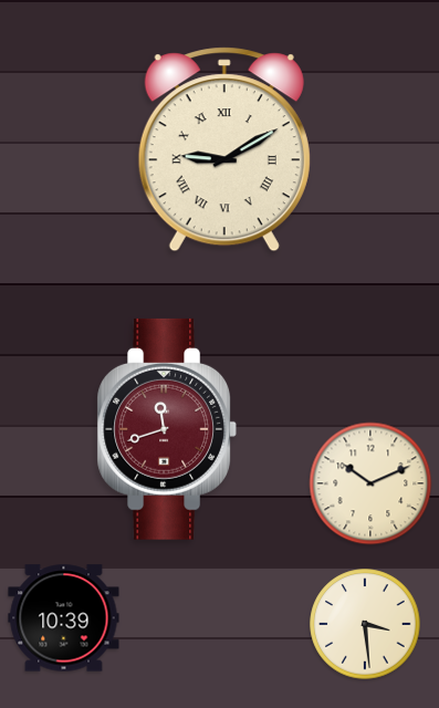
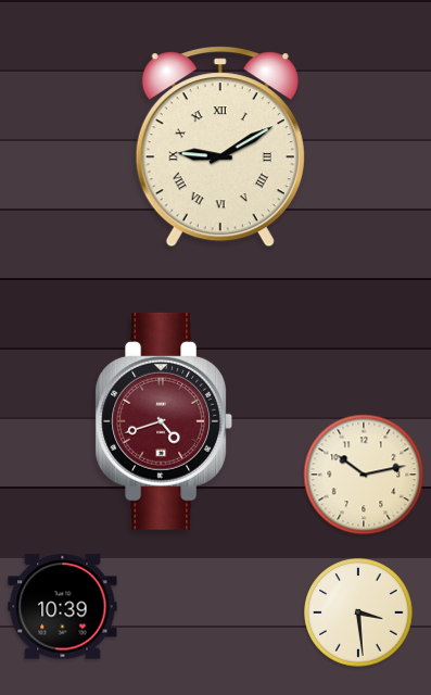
clock at (166, 429): 11:42 -> 4:42
clock at (370, 483): 10:11 -> 10:13
